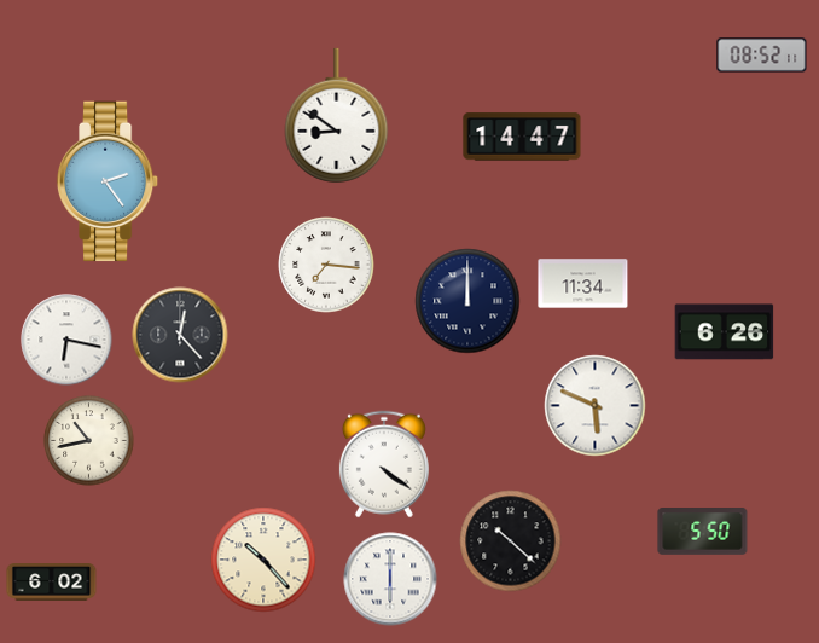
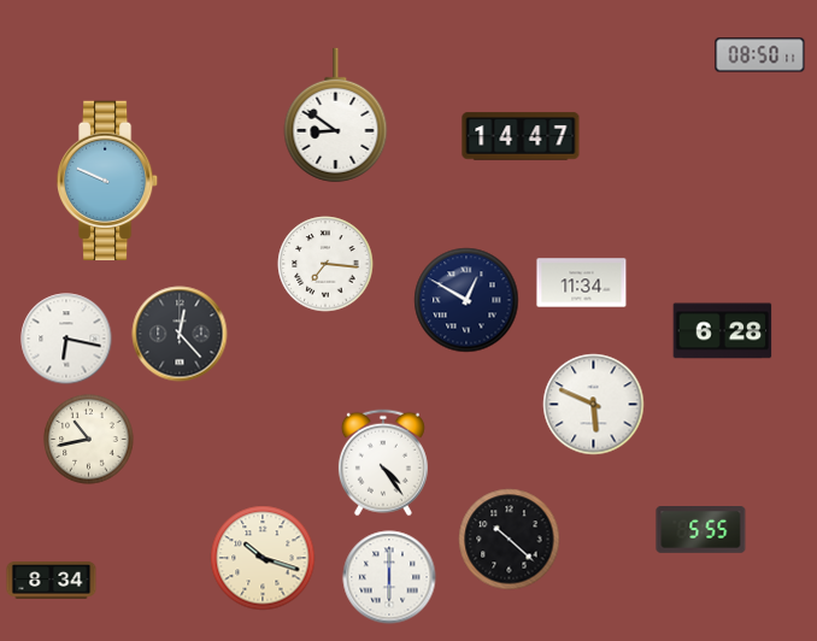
clock at (762, 56): 08:52 -> 08:50
clock at (108, 181): 2:24 -> 9:49
clock at (467, 301): 12:00 -> 12:50
clock at (725, 332): 6:26 -> 6:28
clock at (384, 464): 4:21 -> 4:24
clock at (703, 532): 5:50 -> 5:55
clock at (263, 560): 10:23 -> 10:18
clock at (52, 583): 6:02 -> 8:34
